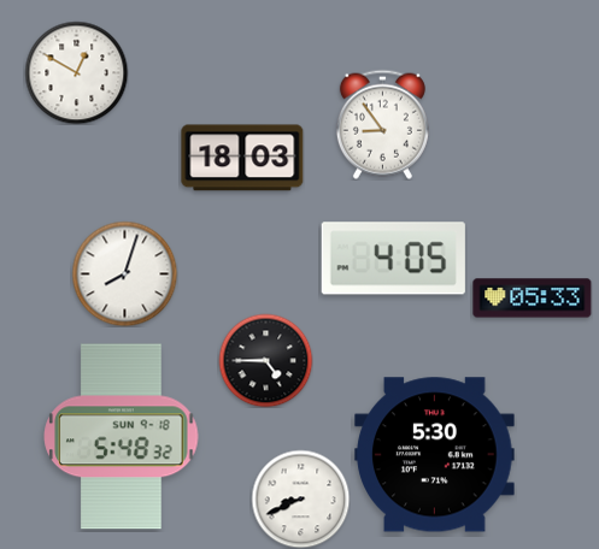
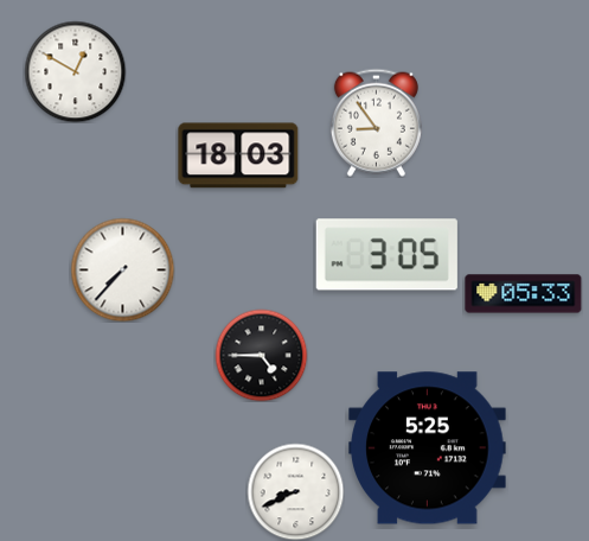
clock at (393, 259): 4:05 -> 3:05
clock at (124, 273): 8:03 -> 7:37
clock at (122, 437): 5:48 -> none
clock at (435, 455): 5:30 -> 5:25
